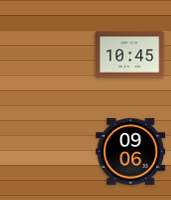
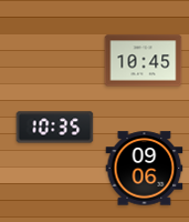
clock at (55, 128): none -> 10:35
